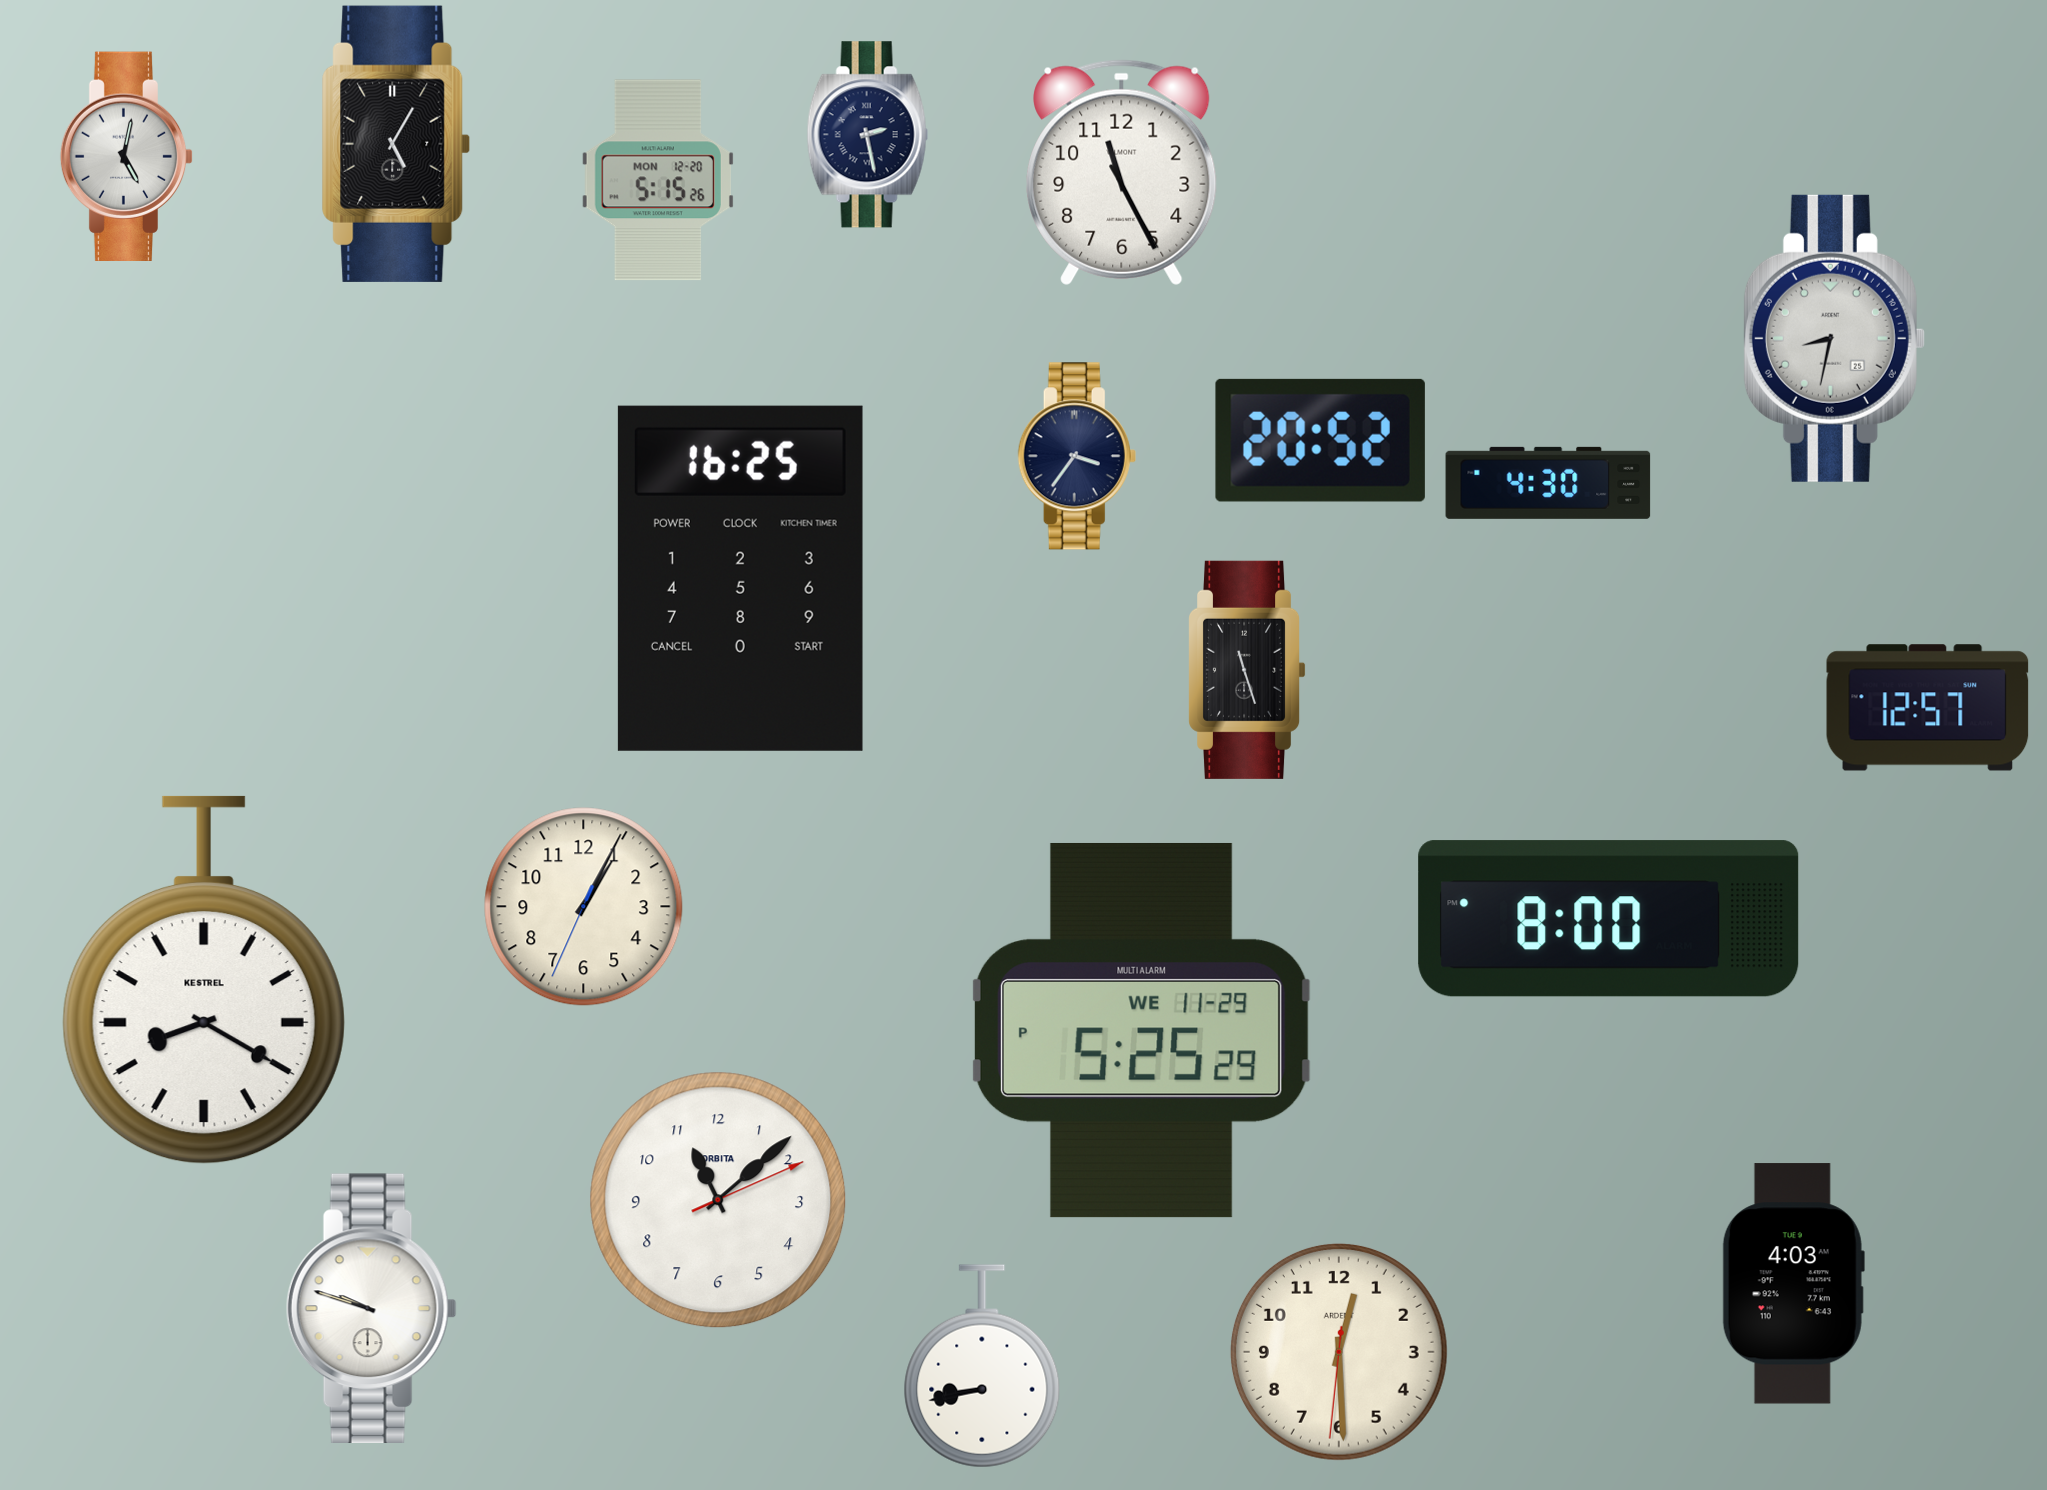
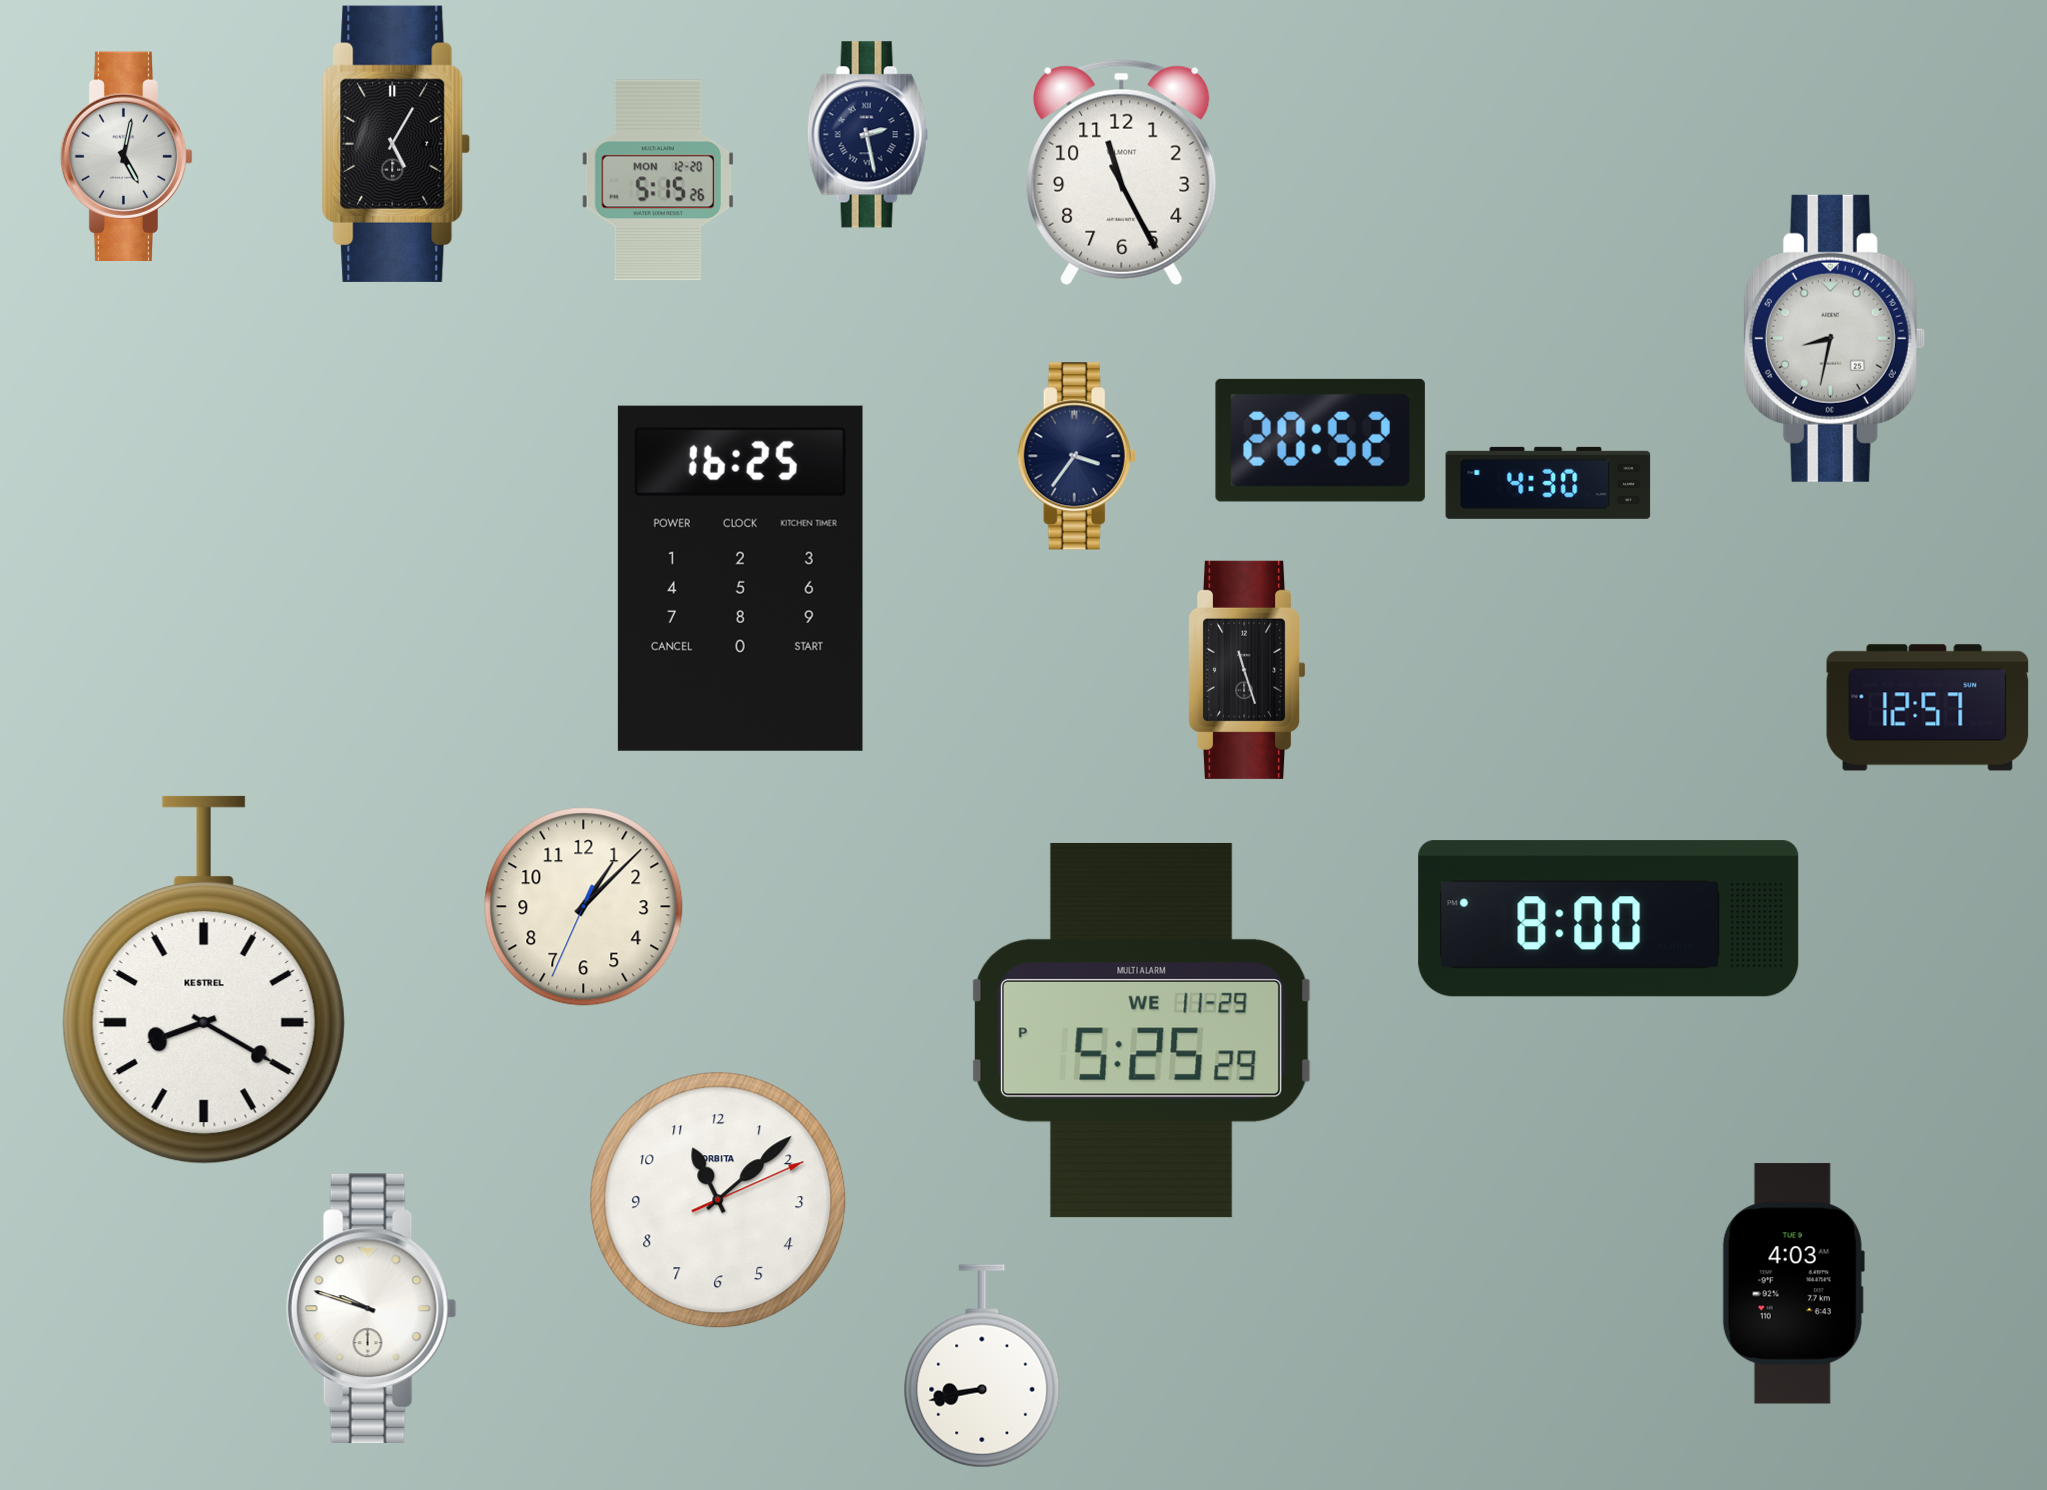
clock at (584, 907): 1:04 -> 1:07
clock at (1339, 1352): 12:29 -> none
